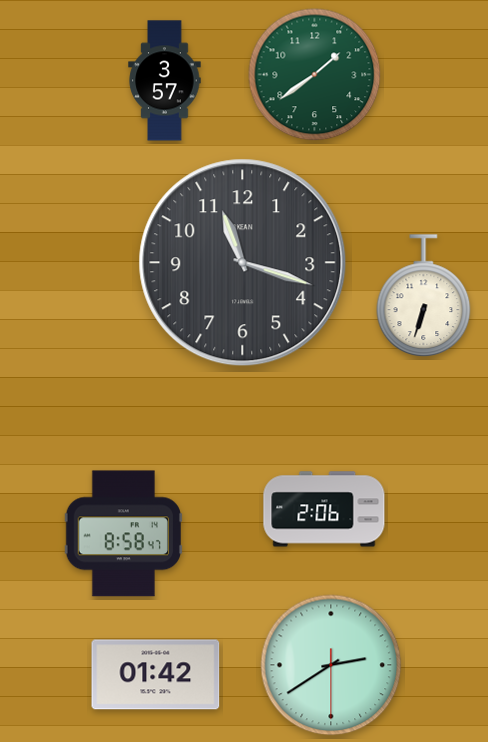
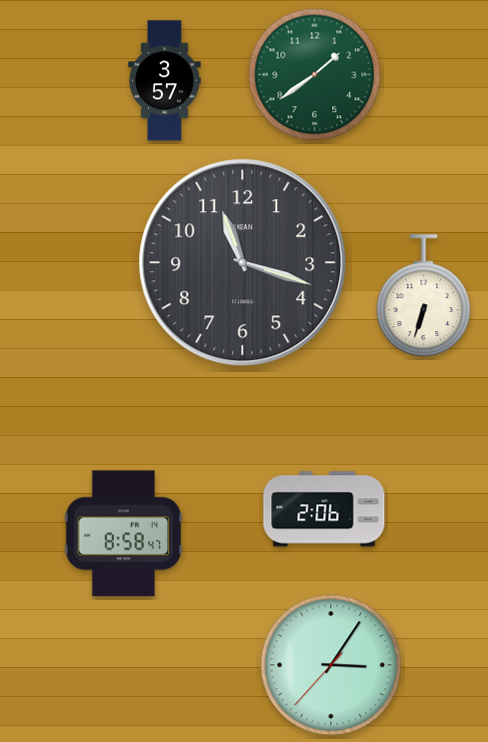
clock at (331, 665): 2:39 -> 3:05
clock at (156, 675): 01:42 -> none
